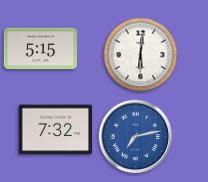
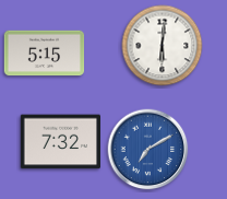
clock at (141, 55) position: (141, 55) -> (163, 46)
clock at (136, 137): 7:13 -> 7:10
